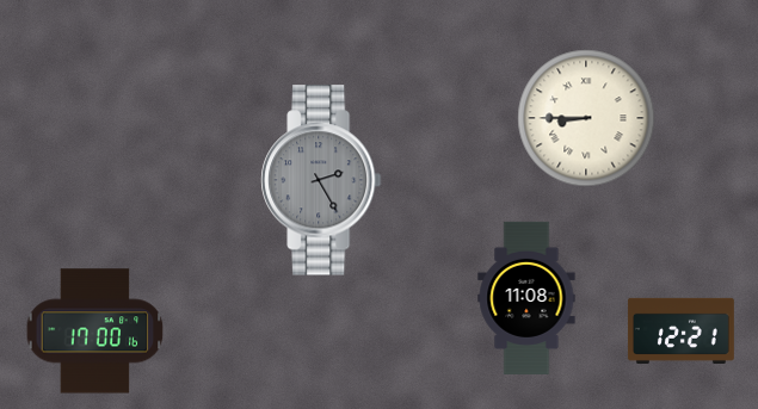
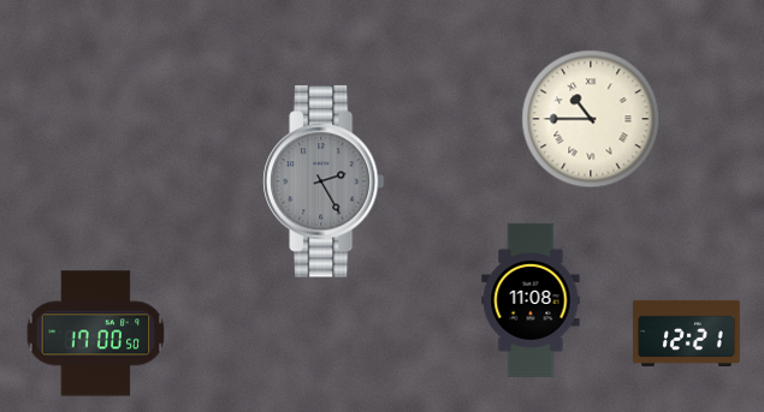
clock at (586, 118): 8:45 -> 10:45
clock at (95, 331): 17:00:16 -> 17:00:50
